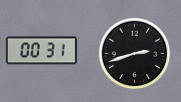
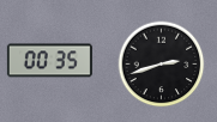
clock at (41, 51): 00:31 -> 00:35
